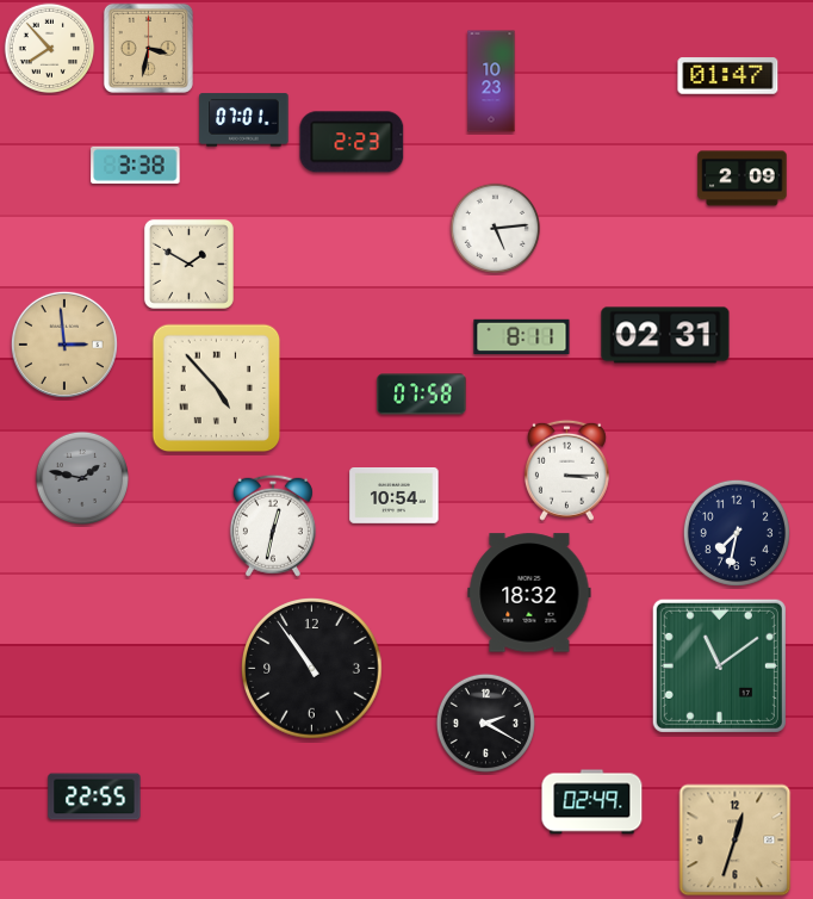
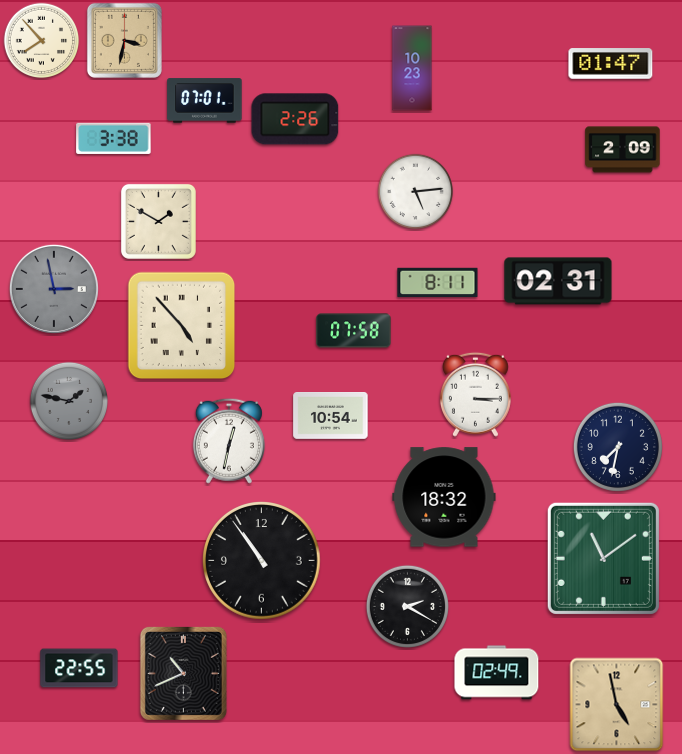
clock at (352, 142): 2:23 -> 2:26
clock at (64, 345): 2:59 -> 2:58
clock at (64, 345) dial: champagne -> grey
clock at (183, 673): none -> 10:41
clock at (736, 841): 12:33 -> 4:58
